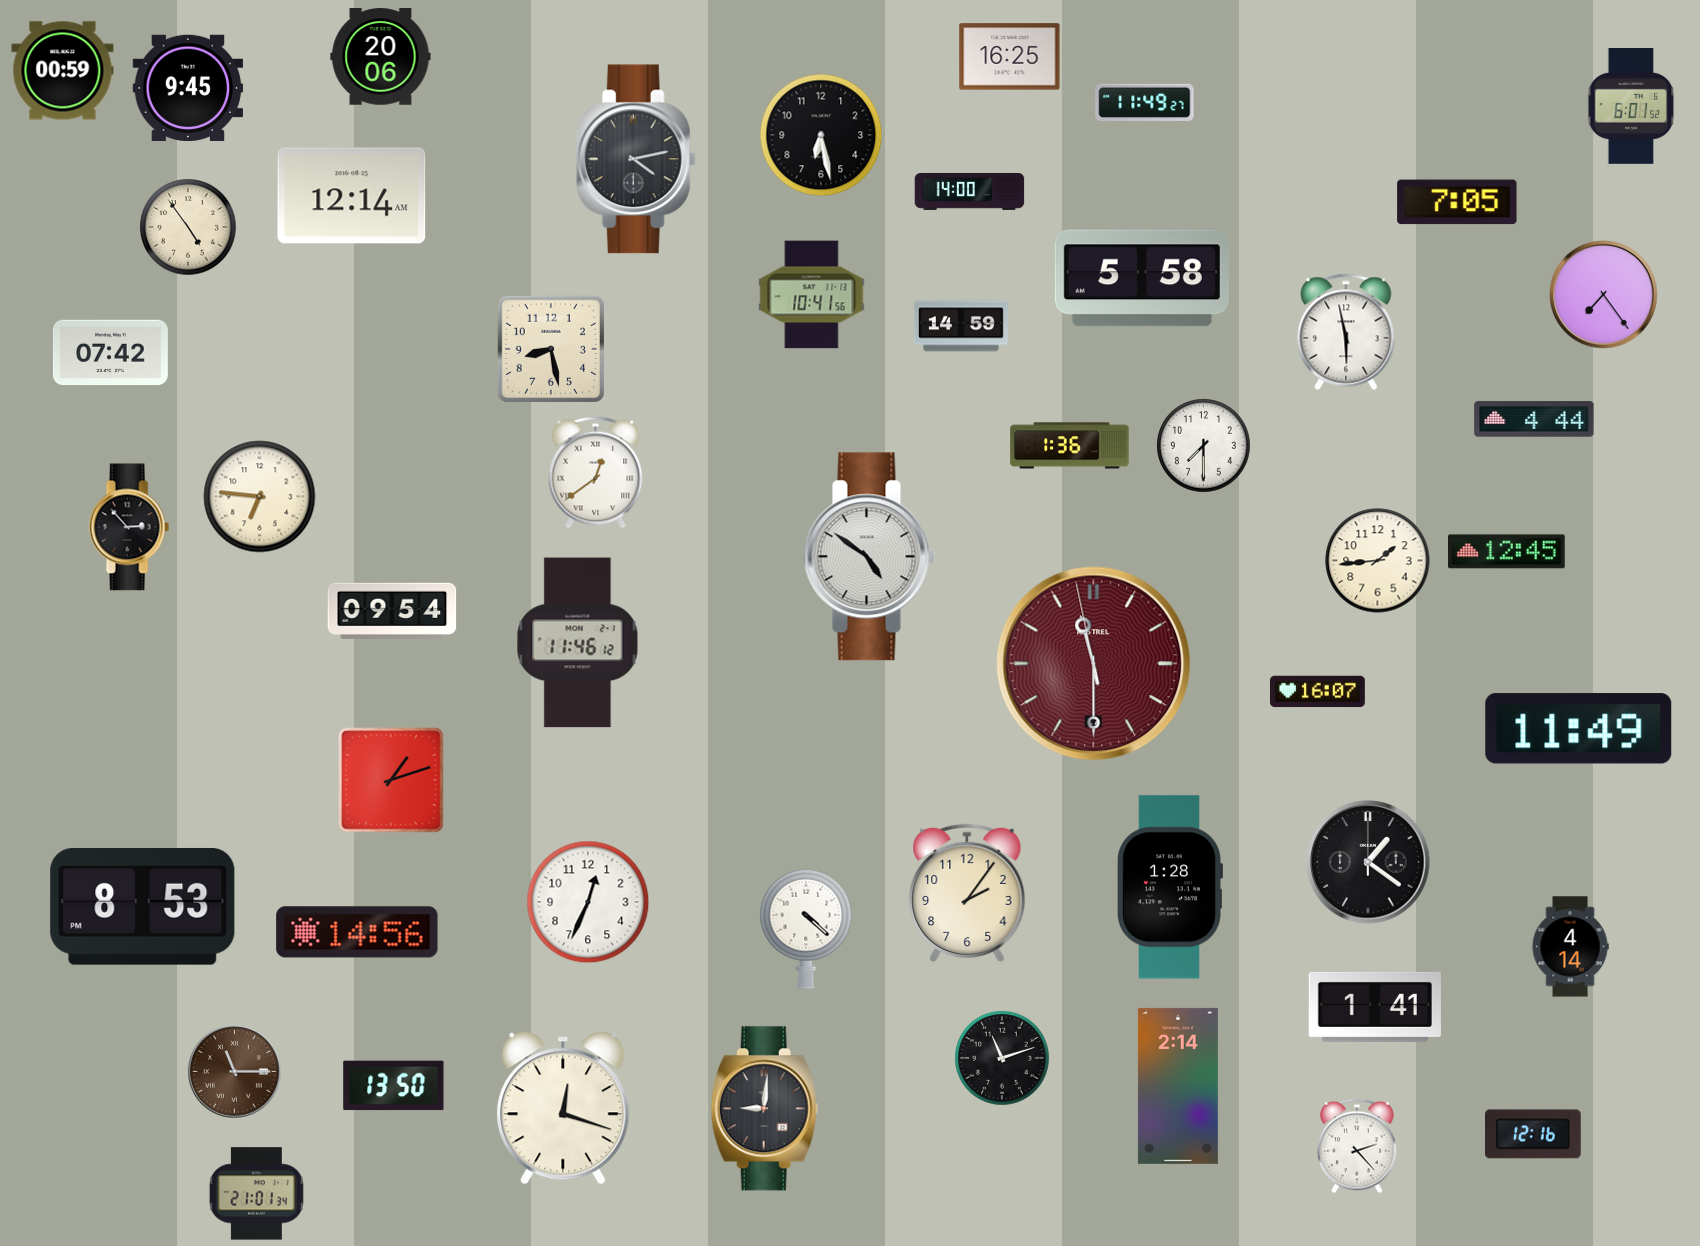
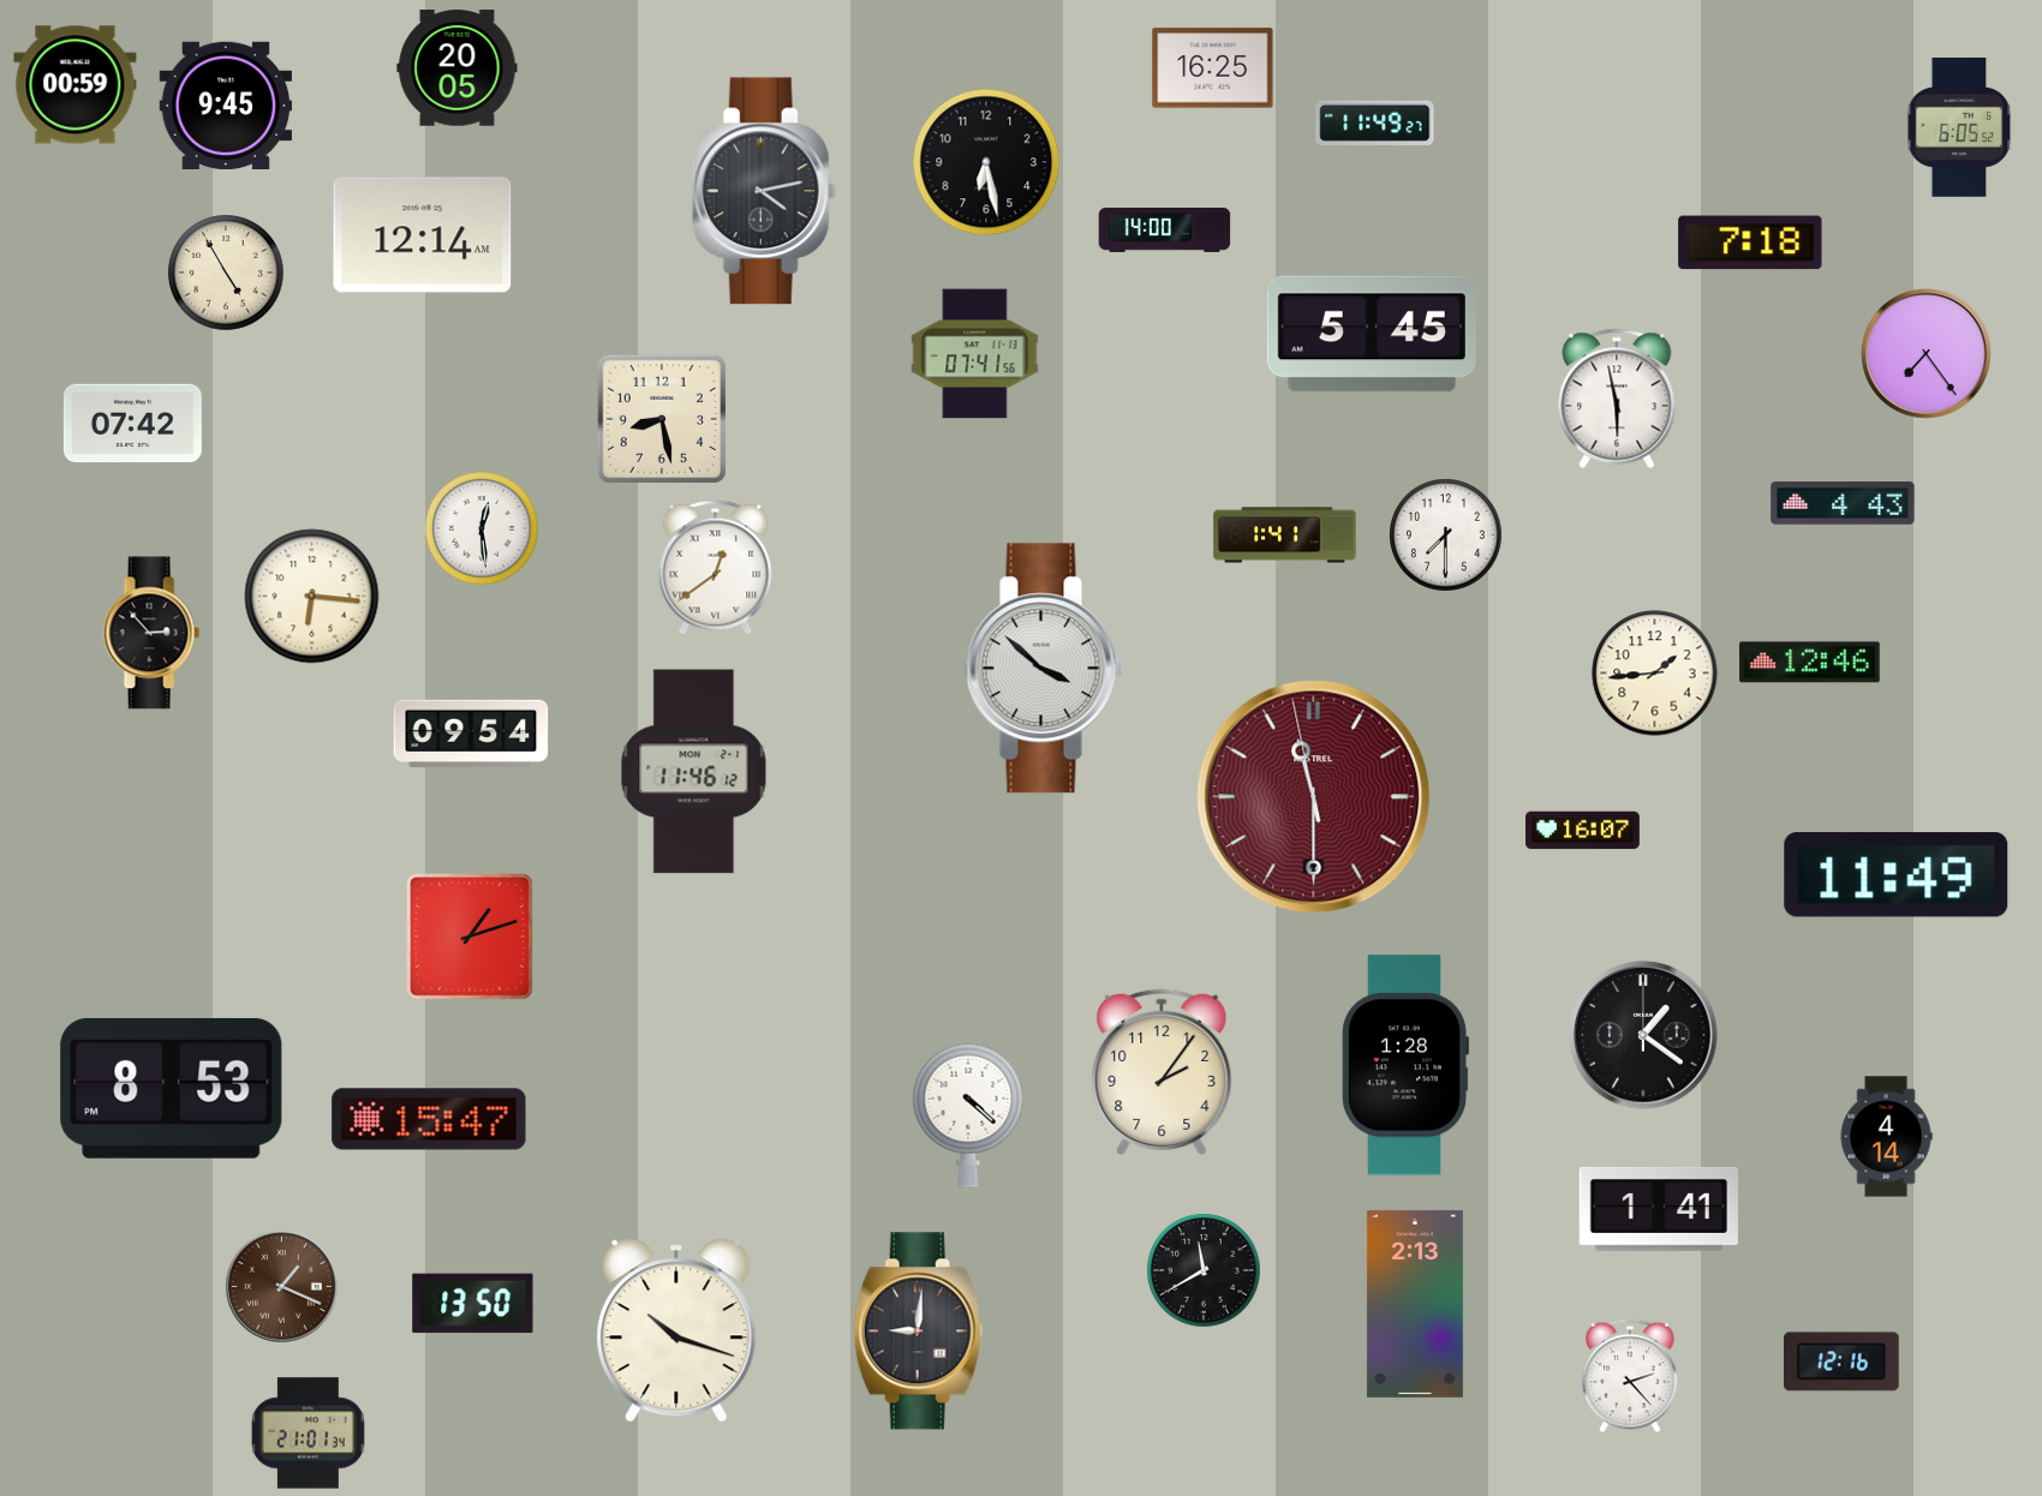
clock at (381, 57): 20:06 -> 20:05
clock at (1631, 107): 6:01 -> 6:05
clock at (1457, 202): 7:05 -> 7:18
clock at (188, 227): 4:54 -> 4:55
clock at (1142, 278): 5:58 -> 5:45
clock at (812, 295): 10:41 -> 07:41
clock at (961, 326): 14:59 -> none
clock at (1534, 419): 4:44 -> 4:43
clock at (482, 528): none -> 12:29
clock at (1070, 446): 1:36 -> 1:41
clock at (260, 497): 6:46 -> 6:16
clock at (129, 527) position: (129, 527) -> (151, 633)
clock at (1507, 552): 12:45 -> 12:46
clock at (870, 557): 4:51 -> 3:52
clock at (588, 902): 12:34 -> none
clock at (357, 932): 14:56 -> 15:47
clock at (1375, 1007) position: (1375, 1007) -> (1659, 1209)
clock at (1002, 1058): 11:12 -> 11:40
clock at (234, 1071): 11:15 -> 1:19
clock at (1178, 1086): 2:14 -> 2:13
clock at (563, 1108): 12:18 -> 10:18
